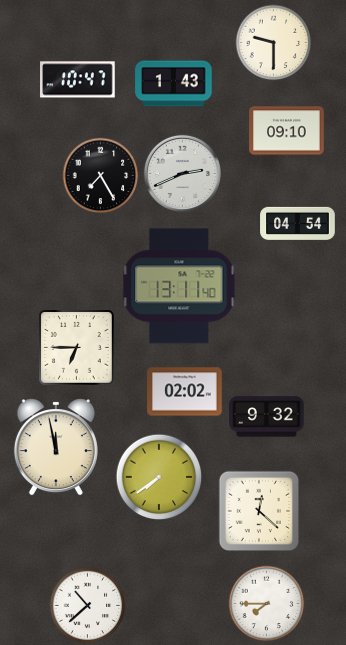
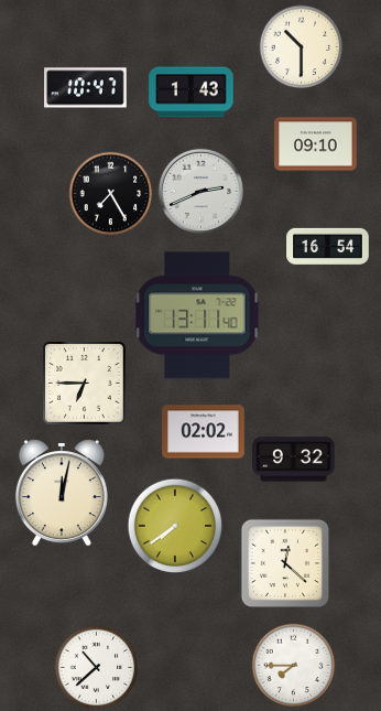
clock at (274, 43): 9:30 -> 10:30
clock at (298, 223): 04:54 -> 16:54
clock at (56, 447): 11:58 -> 12:02
